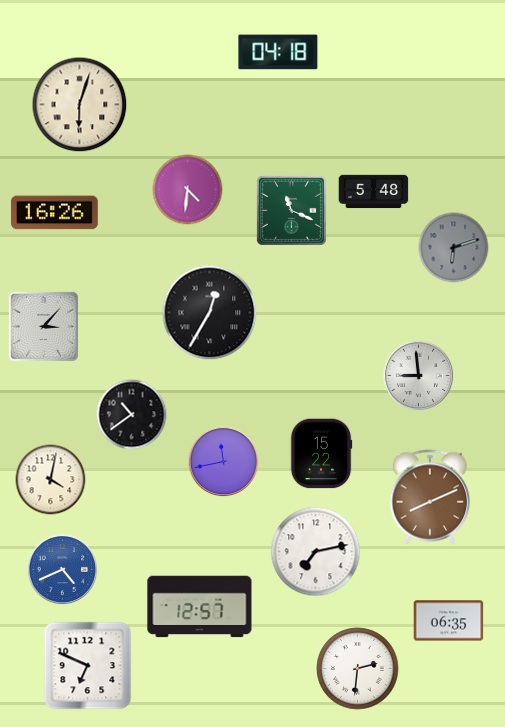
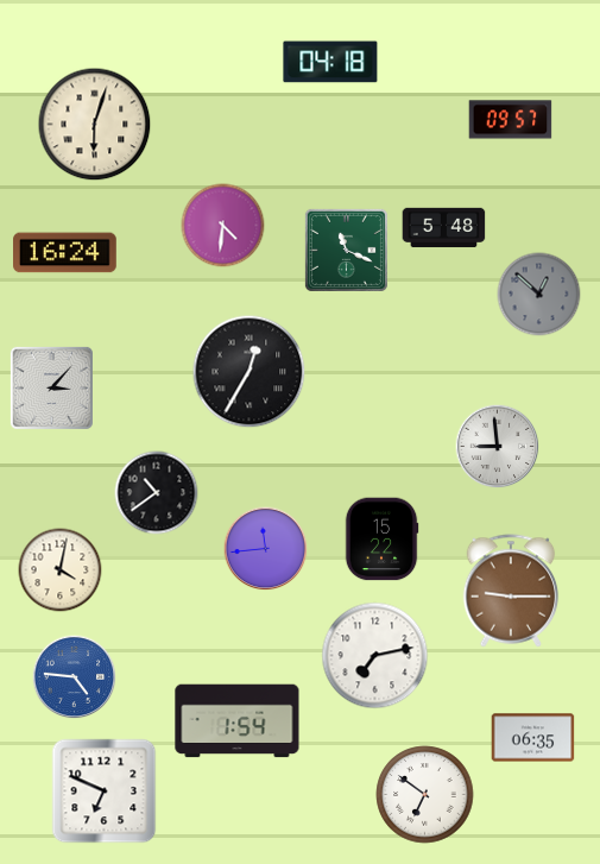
clock at (511, 120): none -> 09:57
clock at (55, 213): 16:26 -> 16:24
clock at (454, 248): 6:12 -> 12:52
clock at (224, 462): 11:43 -> 11:44
clock at (430, 497): 8:11 -> 9:15
clock at (63, 570): 4:41 -> 4:46
clock at (200, 607): 12:57 -> 1:54
clock at (358, 669): 2:31 -> 6:51
